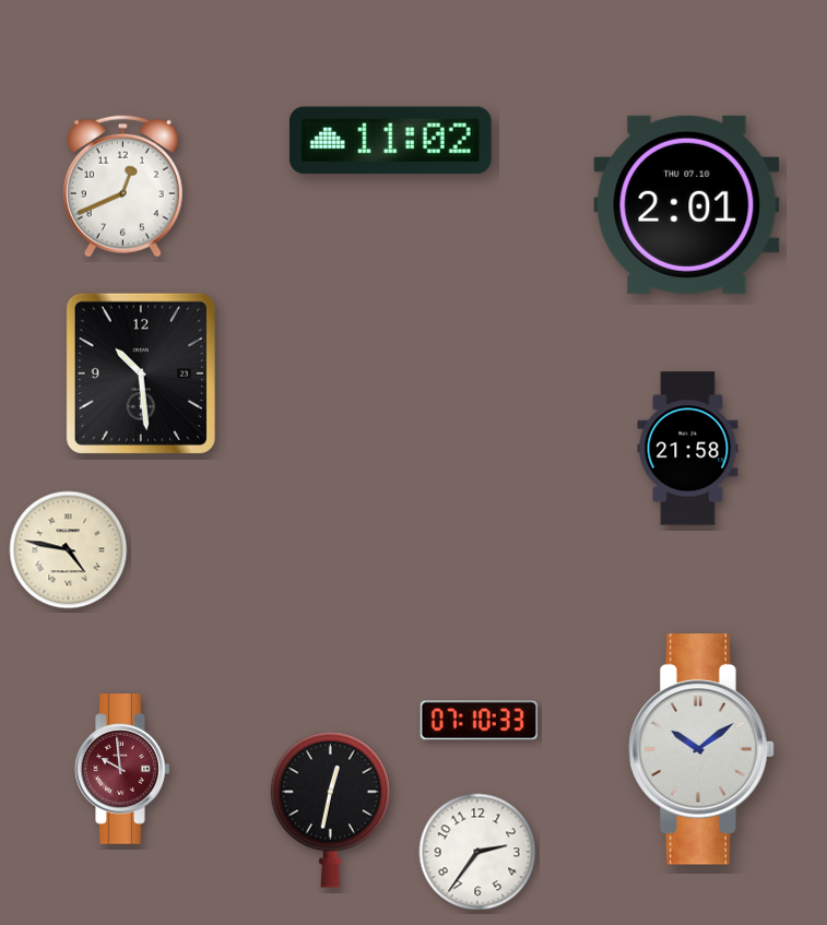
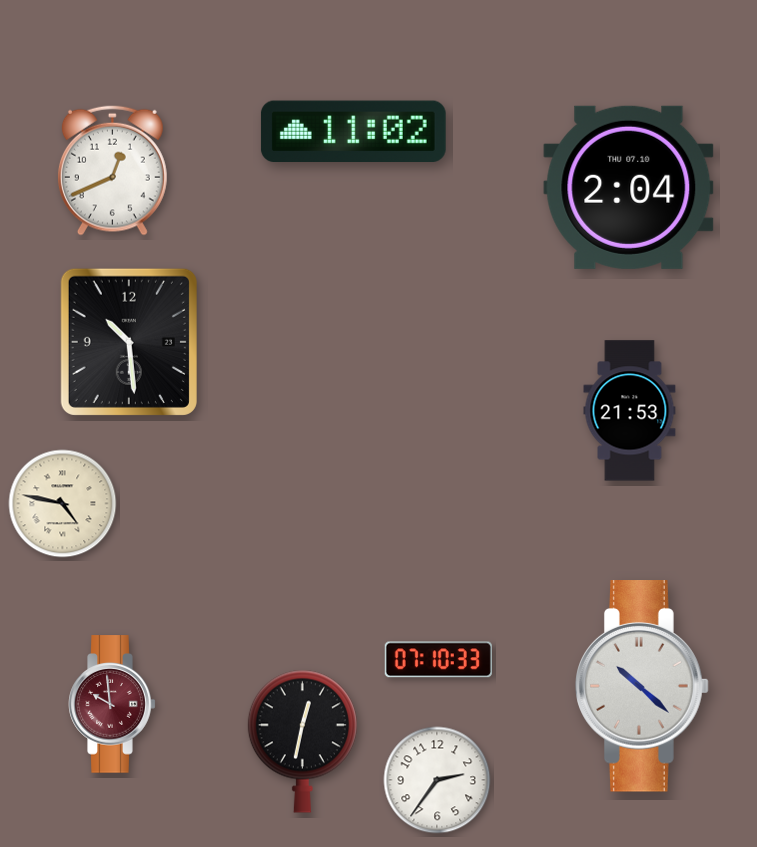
clock at (390, 140) position: (390, 140) -> (353, 131)
clock at (687, 204): 2:01 -> 2:04
clock at (688, 449): 21:58 -> 21:53
clock at (701, 749): 10:09 -> 10:22
